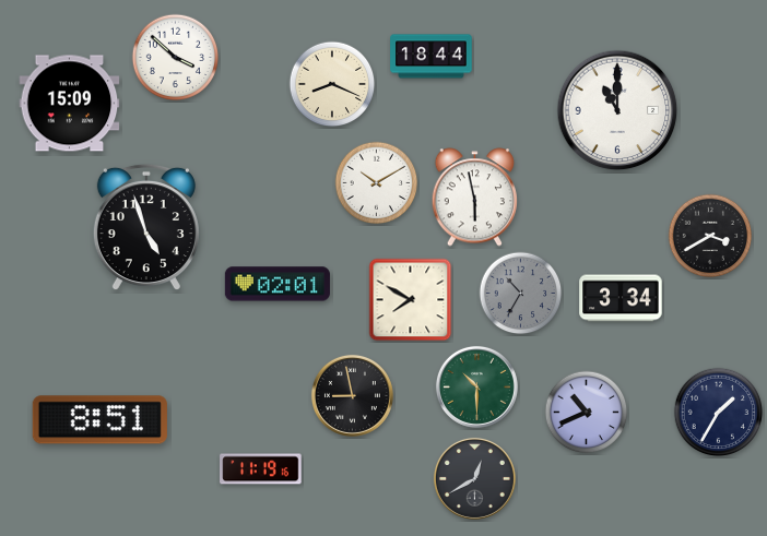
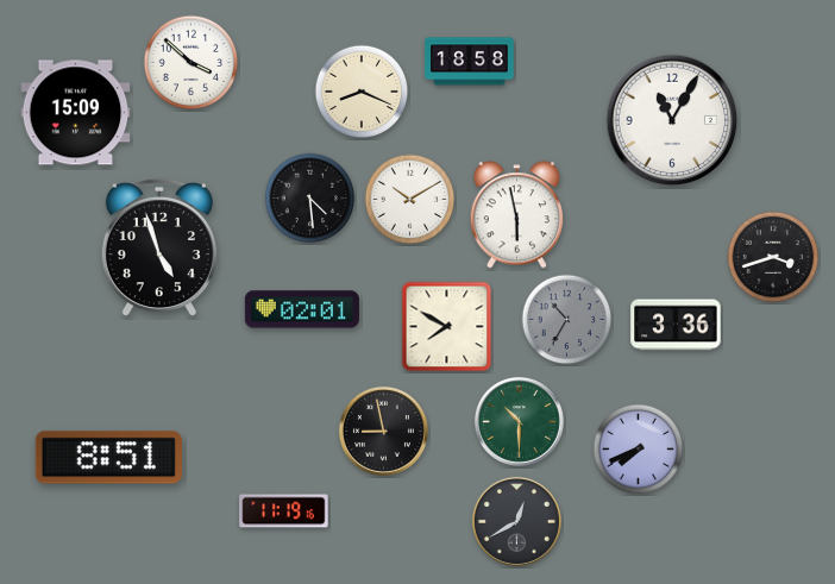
clock at (432, 57): 18:44 -> 18:58
clock at (617, 110): 11:00 -> 11:05
clock at (310, 199): none -> 4:29
clock at (710, 236): 3:40 -> 3:42
clock at (621, 298): 3:34 -> 3:36
clock at (587, 413): 10:41 -> 7:41
clock at (719, 413): 1:35 -> none
